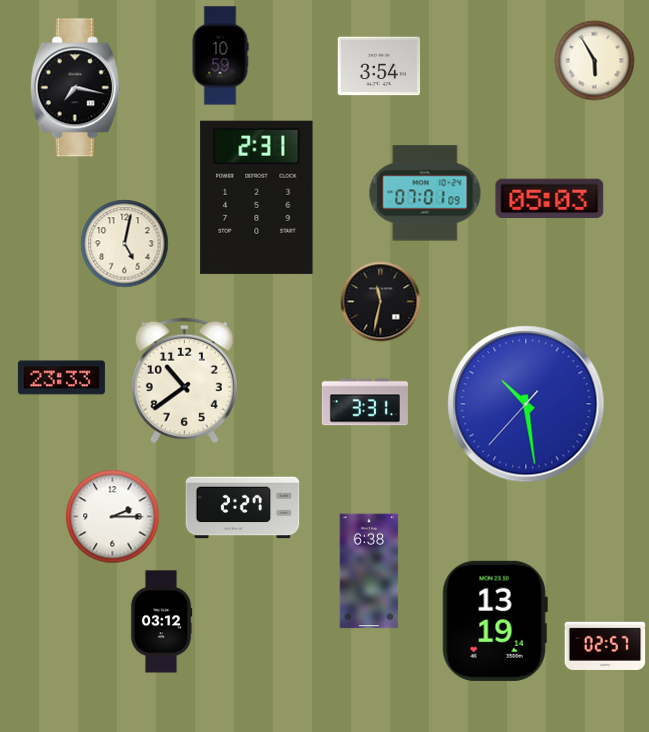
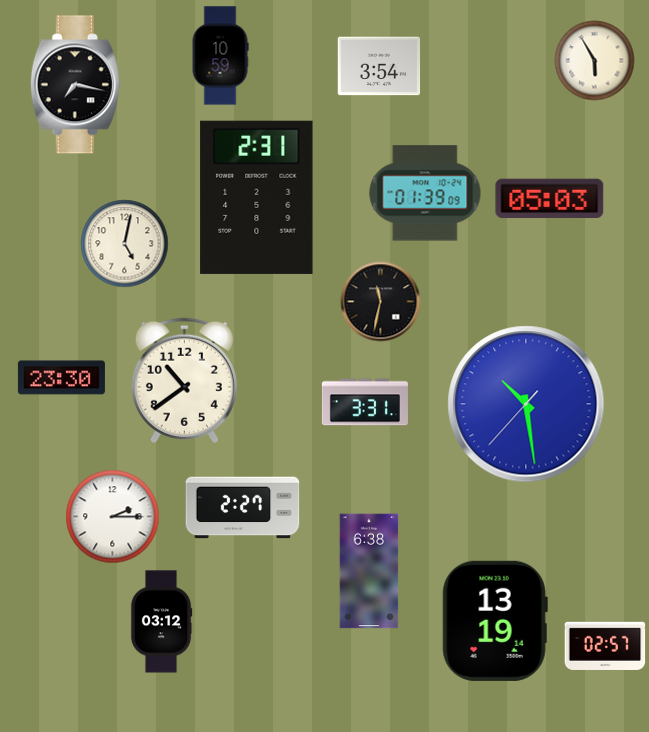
clock at (75, 88) position: (75, 88) -> (75, 85)
clock at (425, 193): 07:01 -> 01:39
clock at (61, 378): 23:33 -> 23:30
